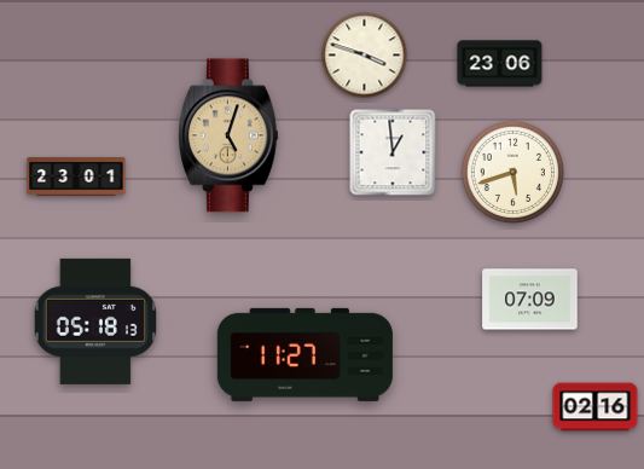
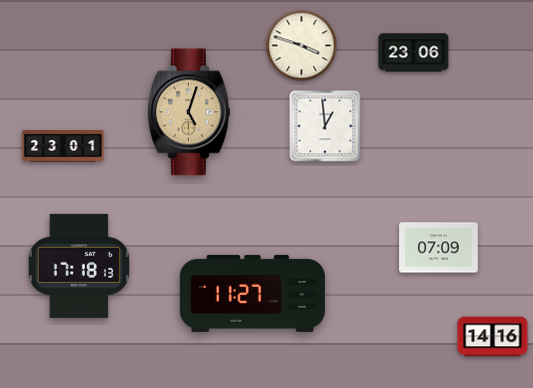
clock at (512, 172): 5:42 -> none
clock at (94, 322): 05:18 -> 17:18
clock at (596, 407): 02:16 -> 14:16
